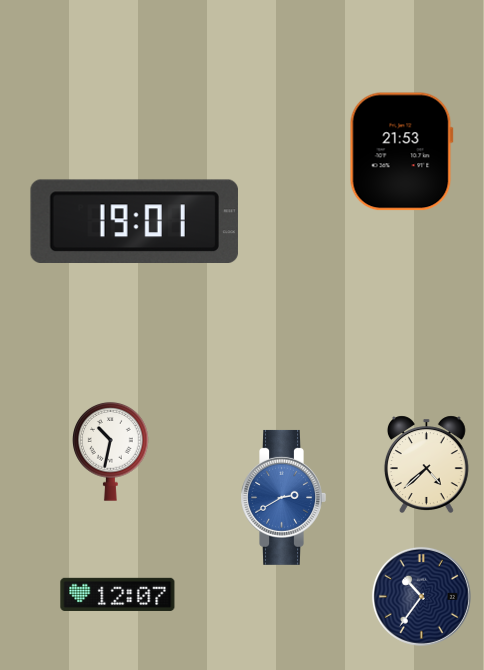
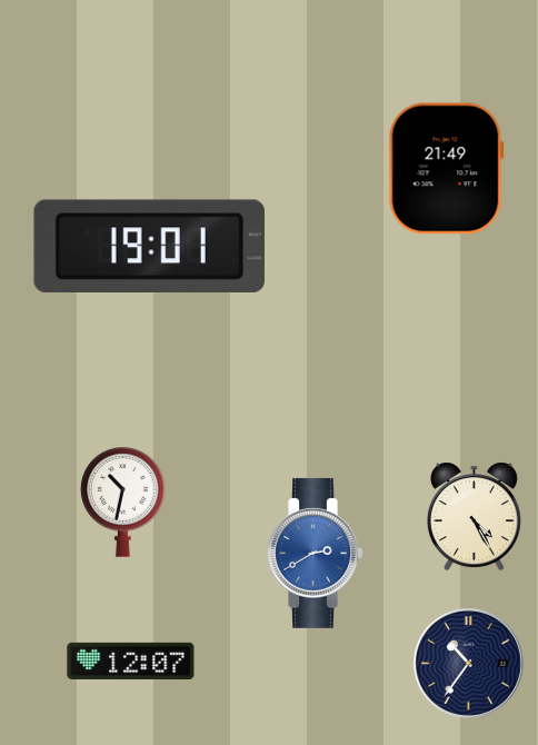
clock at (401, 152): 21:53 -> 21:49
clock at (426, 464): 4:38 -> 4:25
